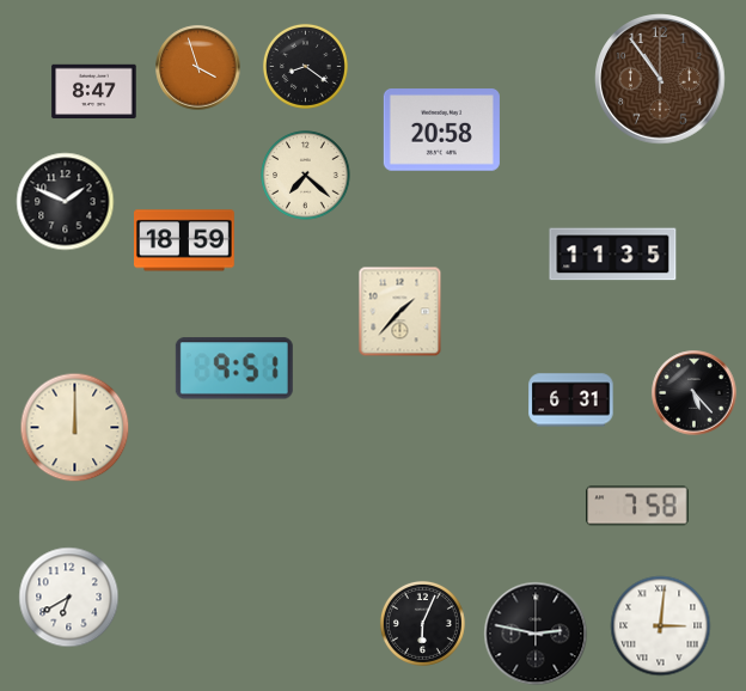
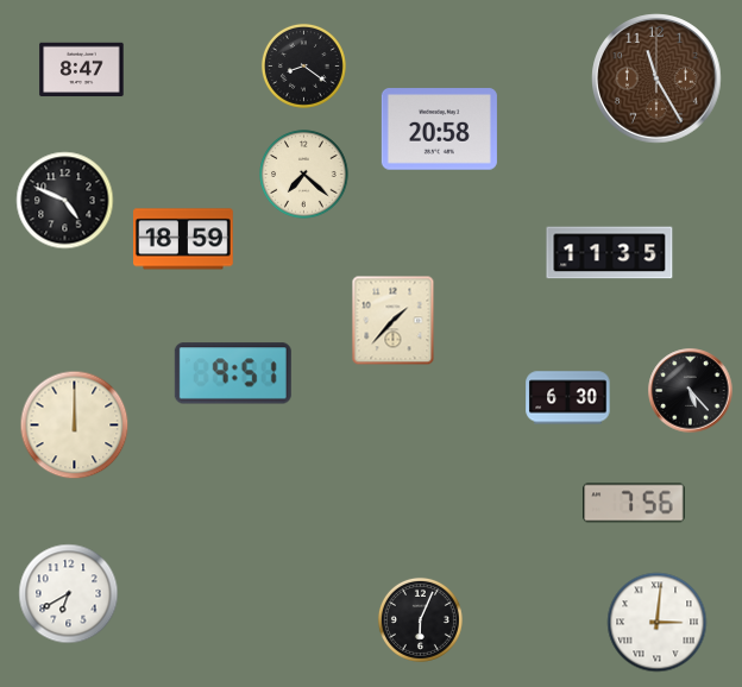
clock at (198, 68): 3:57 -> none
clock at (660, 79): 10:54 -> 11:25
clock at (94, 92) position: (94, 92) -> (82, 70)
clock at (66, 202): 1:49 -> 4:49
clock at (400, 312) position: (400, 312) -> (394, 321)
clock at (234, 368) position: (234, 368) -> (233, 373)
clock at (571, 400): 6:31 -> 6:30
clock at (637, 506): 7:58 -> 7:56
clock at (536, 634): 2:47 -> none
